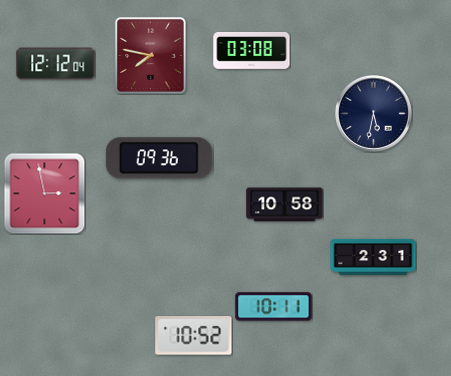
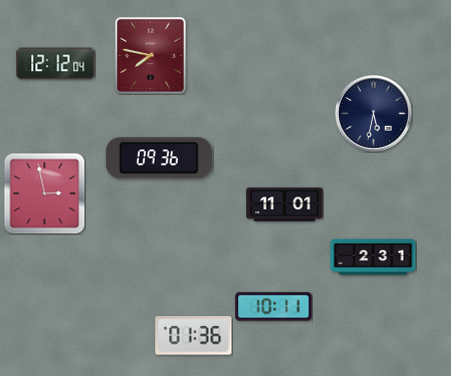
clock at (252, 51): 03:08 -> none
clock at (285, 205): 10:58 -> 11:01
clock at (194, 336): 10:52 -> 01:36
